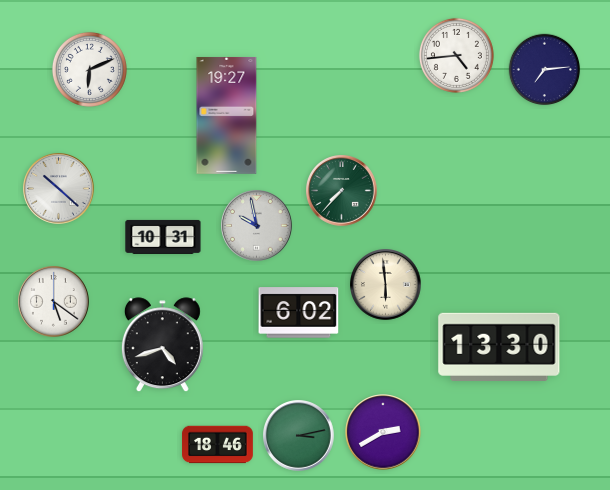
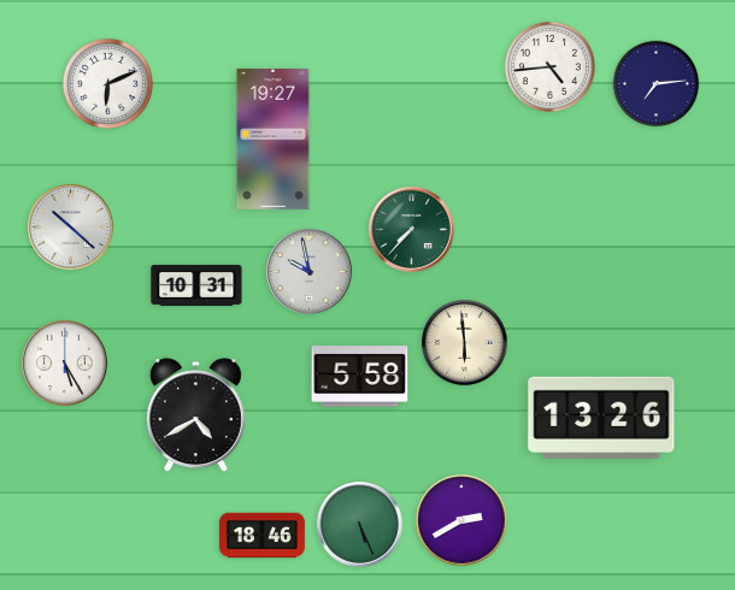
clock at (54, 302): 5:21 -> 5:25
clock at (299, 313): 6:02 -> 5:58
clock at (162, 345): 4:42 -> 4:40
clock at (499, 347): 13:30 -> 13:26
clock at (299, 436): 3:13 -> 5:26
